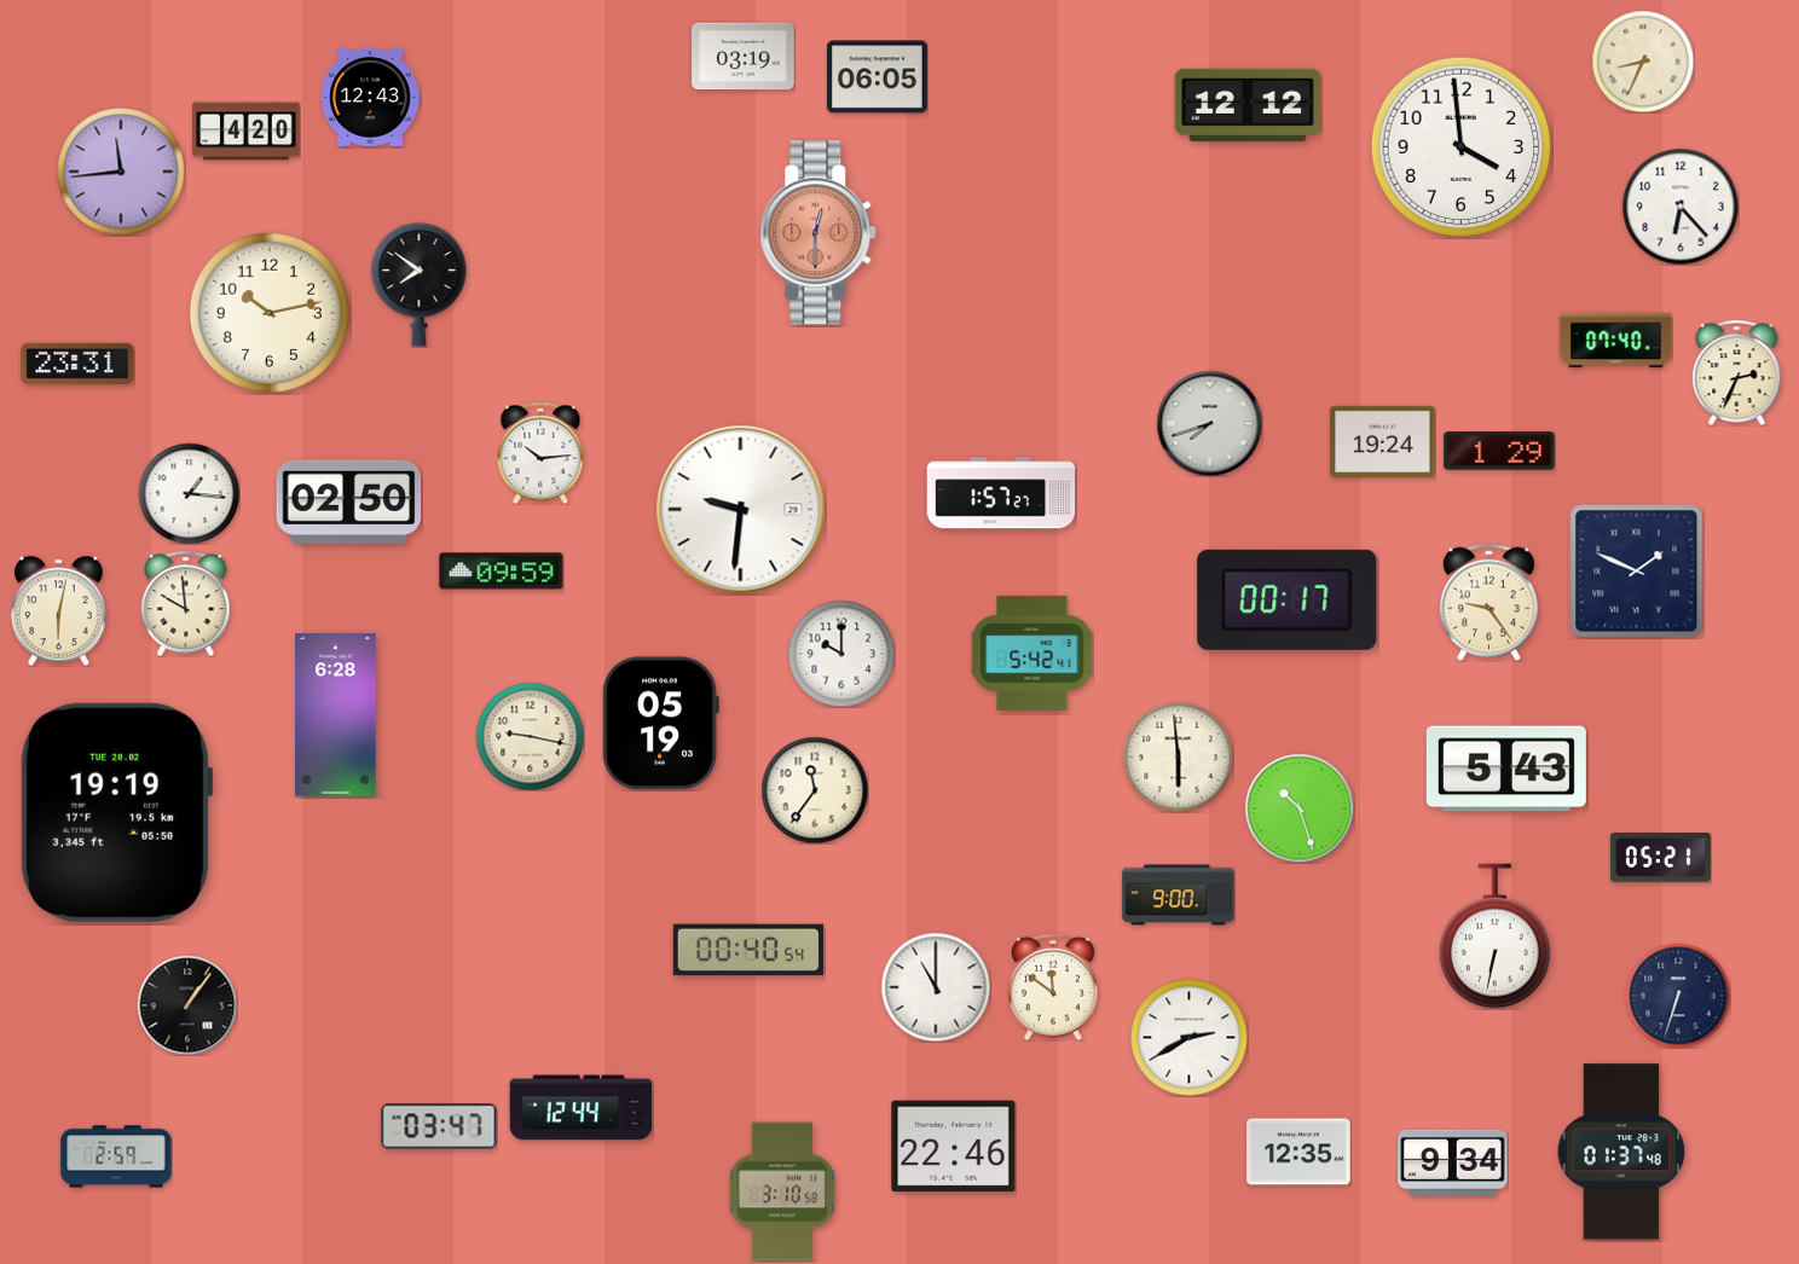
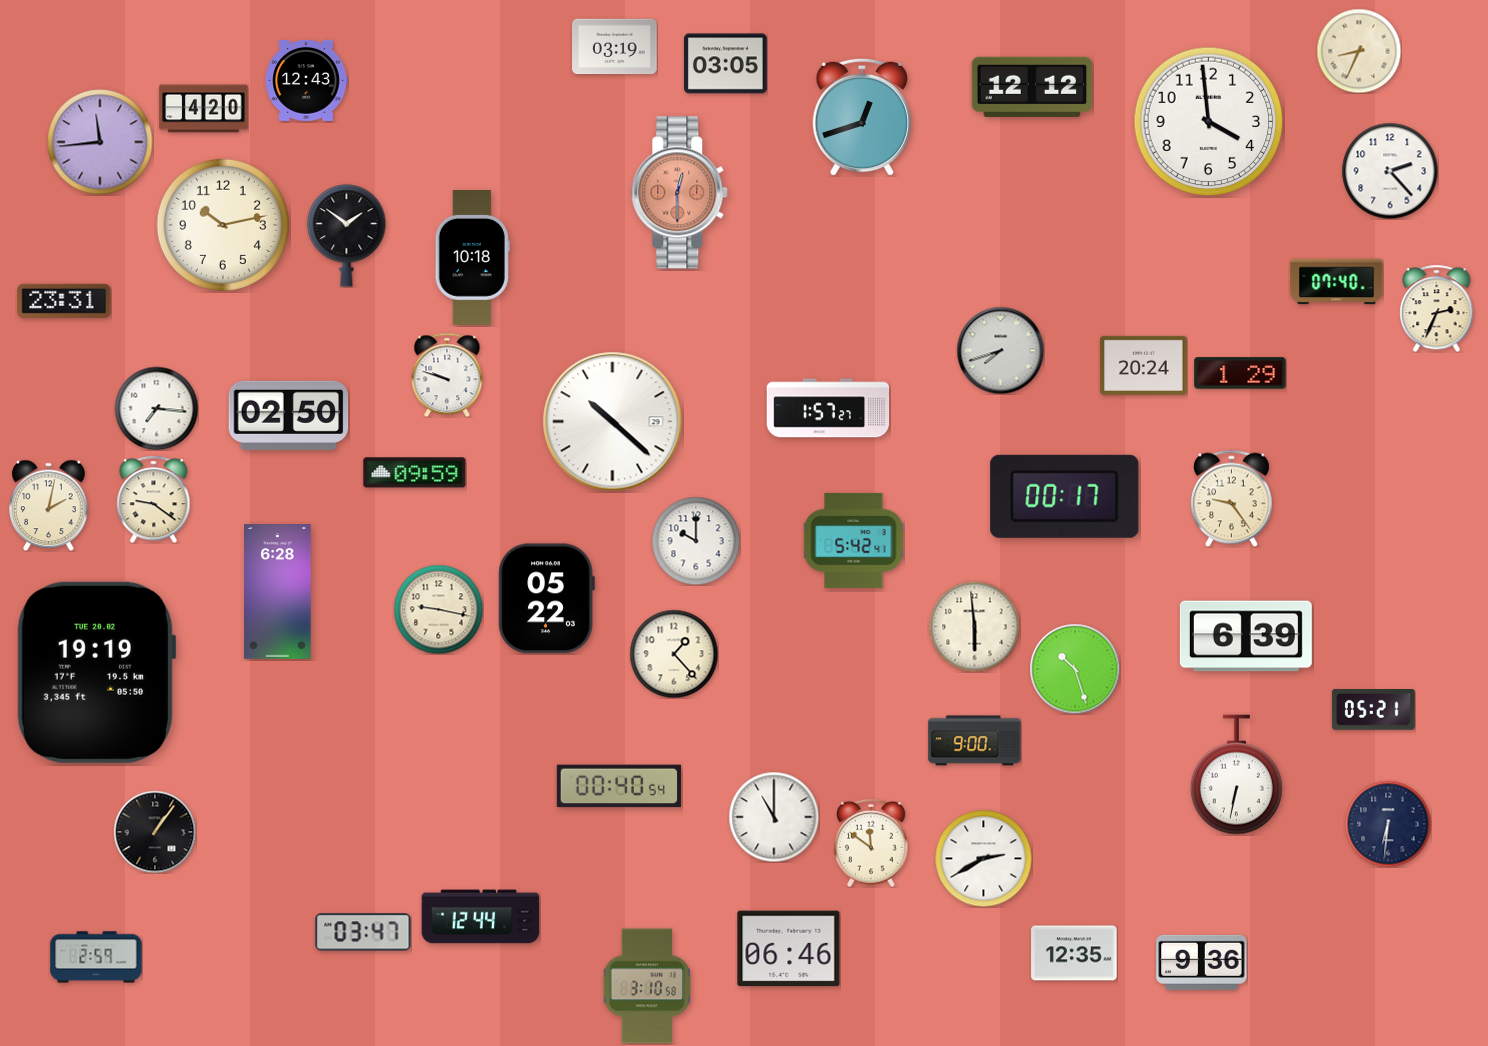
clock at (878, 77): 06:05 -> 03:05
clock at (862, 117): none -> 12:42
clock at (1681, 207): 6:23 -> 2:23
clock at (818, 233) position: (818, 233) -> (680, 193)
clock at (420, 285): 7:51 -> 1:51
clock at (472, 258): none -> 10:18
clock at (270, 313) position: (270, 313) -> (223, 225)
clock at (1383, 441): 19:24 -> 20:24
clock at (540, 453): 10:14 -> 9:48
clock at (189, 493): 1:16 -> 7:16
clock at (741, 510): 9:31 -> 10:22
clock at (1637, 572): 1:49 -> none
clock at (186, 603): 9:59 -> 9:21
clock at (59, 610): 6:02 -> 2:02
clock at (660, 724): 05:19 -> 05:22
clock at (1506, 769): 5:43 -> 6:39
clock at (815, 790): 11:36 -> 1:23
clock at (1053, 987) position: (1053, 987) -> (871, 843)
clock at (1678, 996): 6:33 -> 6:31
clock at (954, 1147): 22:46 -> 06:46
clock at (1621, 1152): 01:37 -> none
clock at (1453, 1162): 9:34 -> 9:36
